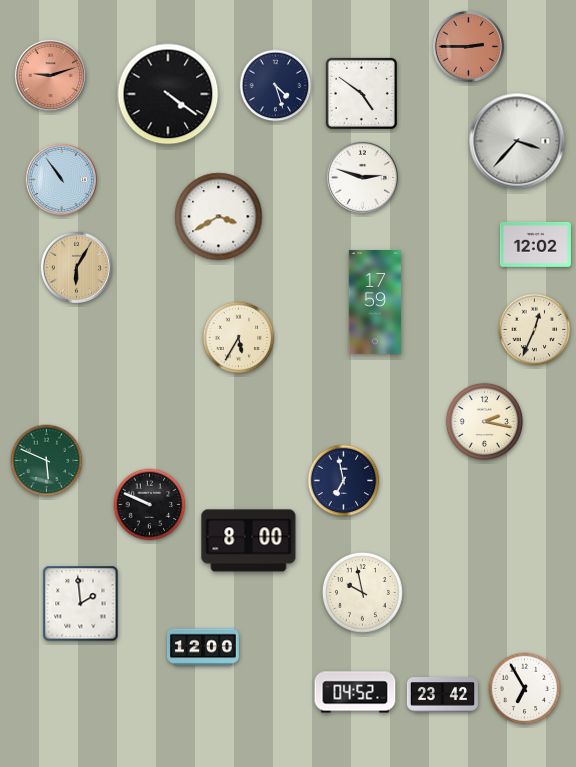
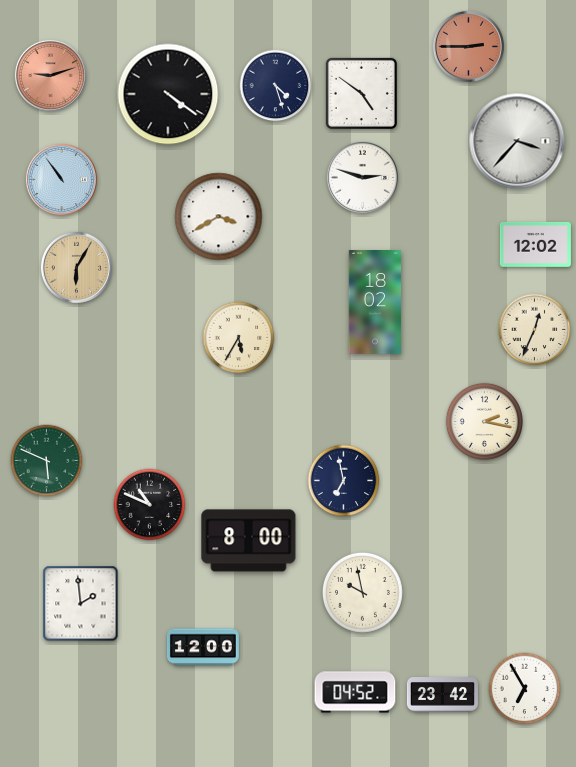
clock at (374, 303): 17:59 -> 18:02
clock at (150, 505): 9:49 -> 10:49
